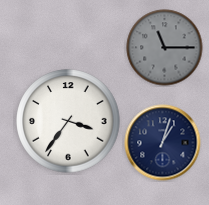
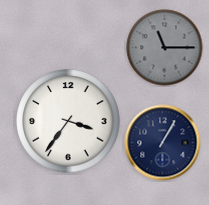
clock at (163, 143): 1:03 -> 1:05
